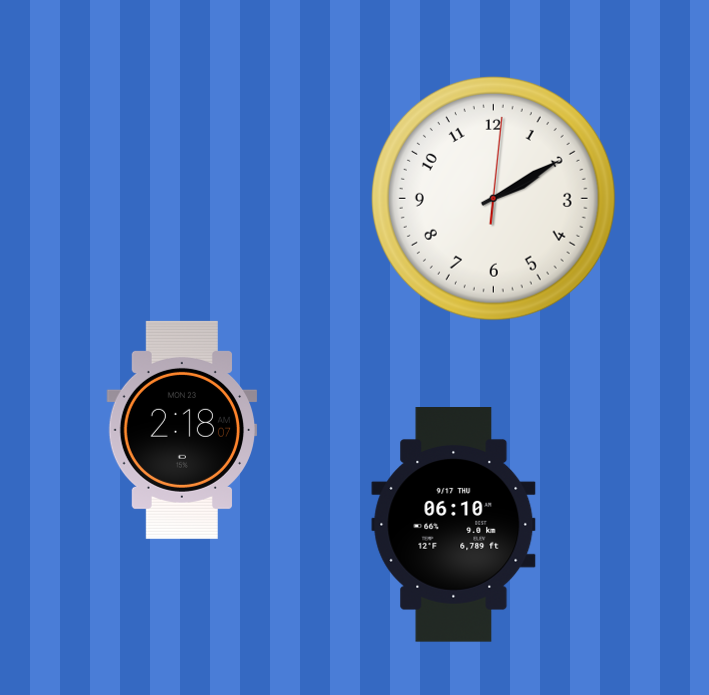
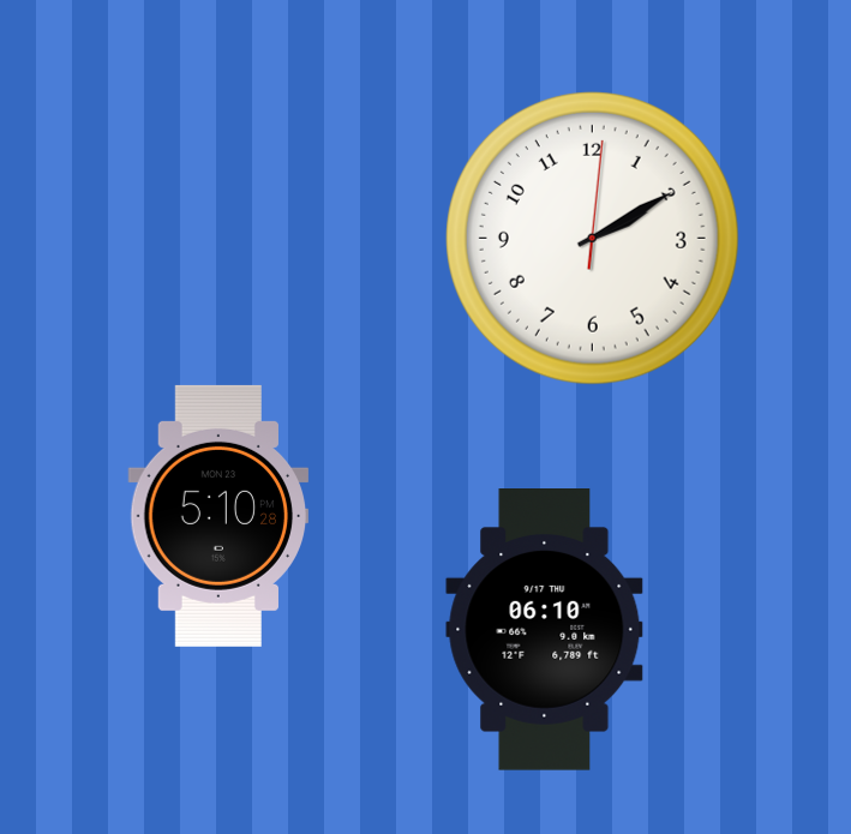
clock at (182, 430): 2:18 -> 5:10
